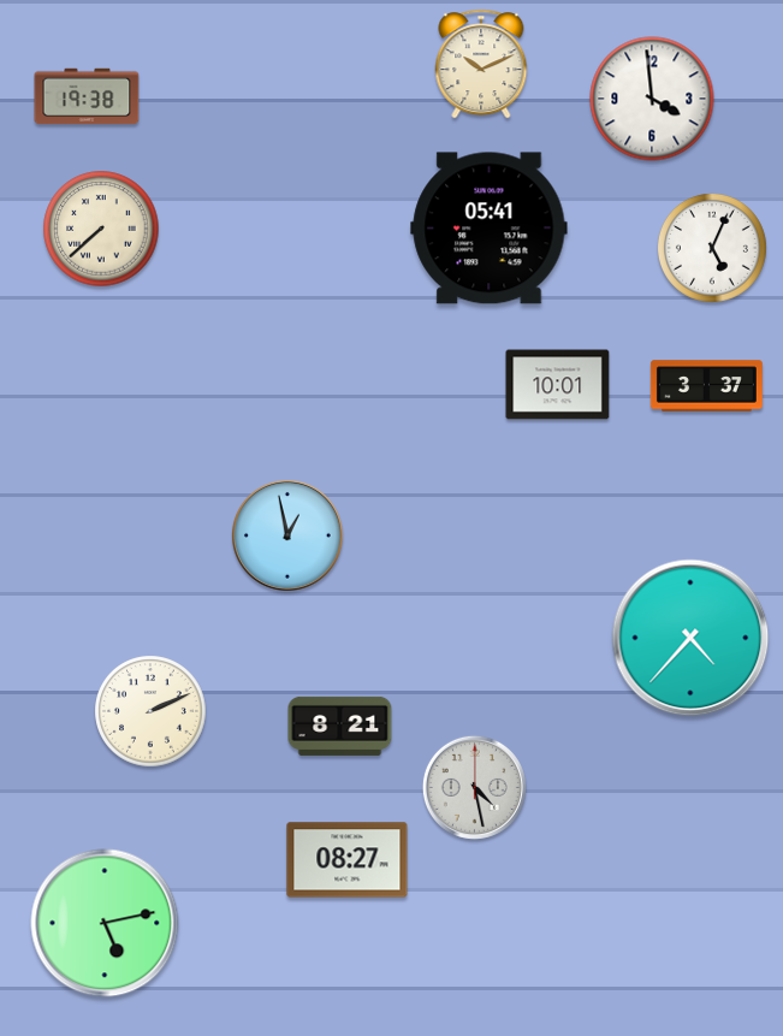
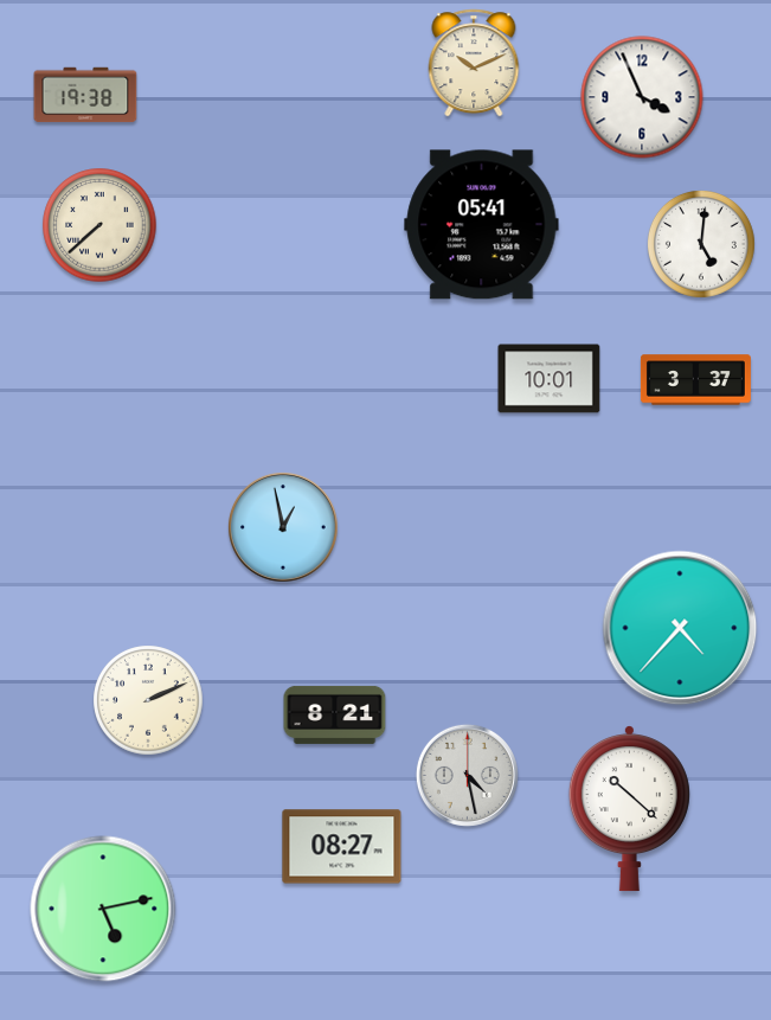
clock at (652, 99): 3:59 -> 3:56
clock at (712, 248): 5:04 -> 5:01
clock at (629, 809): none -> 10:22
